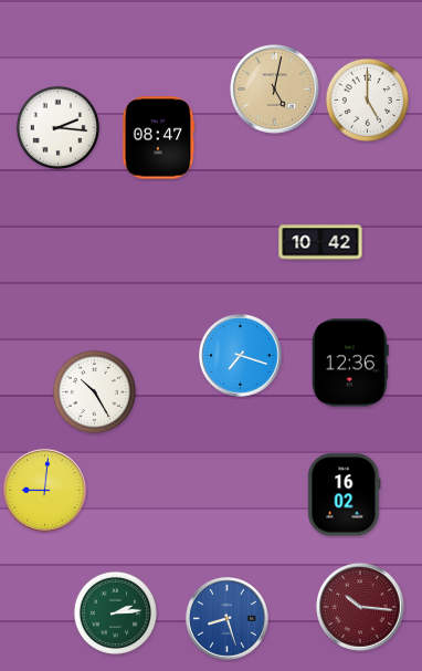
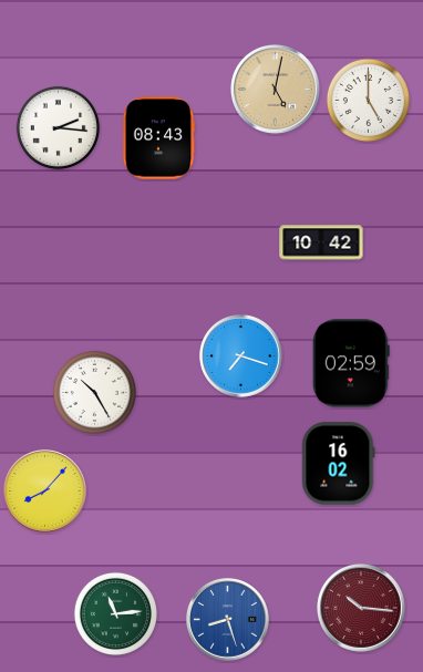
clock at (158, 138): 08:47 -> 08:43
clock at (350, 363): 12:36 -> 02:59
clock at (45, 491): 9:01 -> 8:07
clock at (345, 495) position: (345, 495) -> (339, 464)
clock at (115, 612): 2:14 -> 11:14
